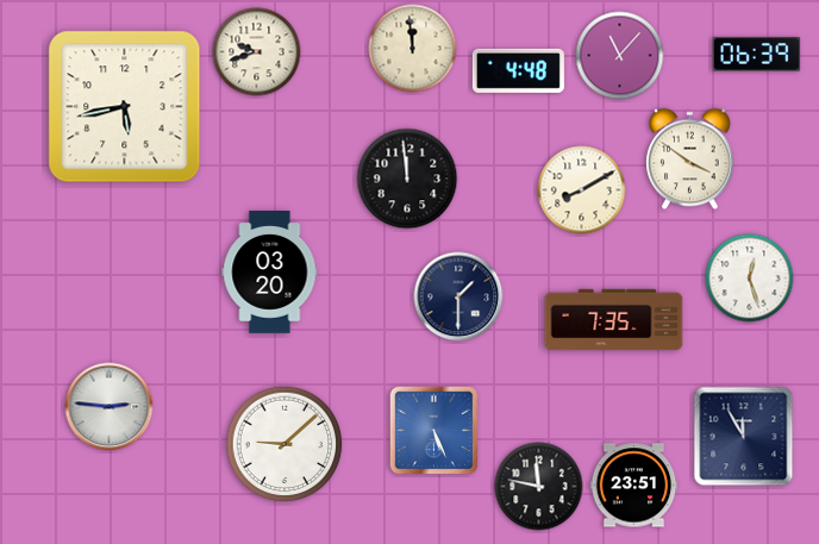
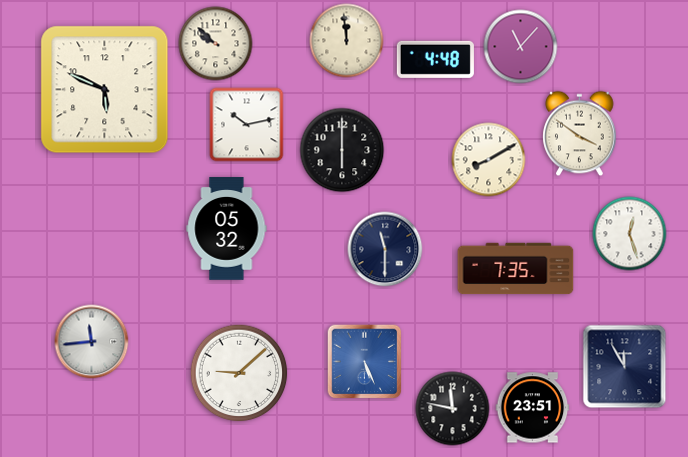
clock at (257, 52): 9:42 -> 9:52
clock at (757, 55): 06:39 -> none
clock at (125, 107): 5:43 -> 5:49
clock at (247, 125): none -> 10:13
clock at (407, 179): 11:59 -> 6:00
clock at (270, 273): 03:20 -> 05:32
clock at (458, 296): 1:30 -> 11:30
clock at (110, 407): 2:46 -> 11:44
